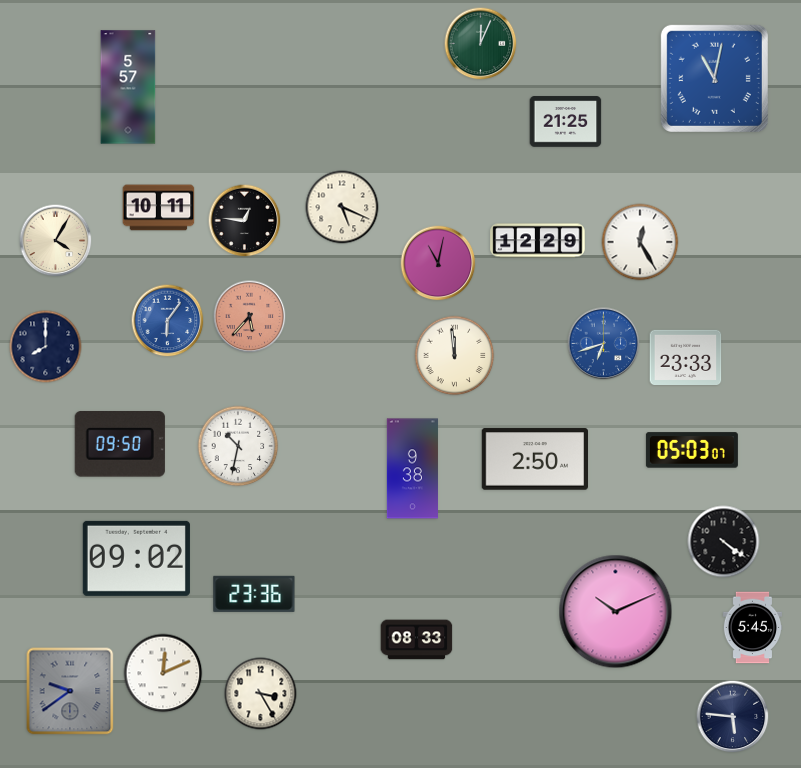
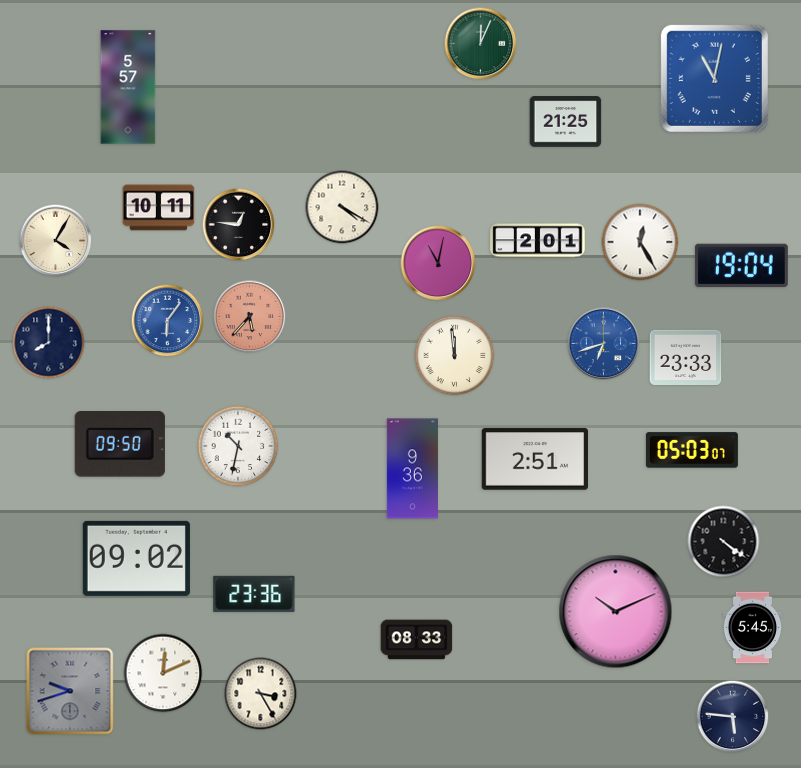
clock at (342, 207): 5:19 -> 4:20
clock at (245, 221) position: (245, 221) -> (239, 225)
clock at (538, 241): 12:29 -> 2:01
clock at (741, 266): none -> 19:04
clock at (46, 347) position: (46, 347) -> (49, 343)
clock at (534, 459): 2:50 -> 2:51
clock at (412, 469): 9:38 -> 9:36
clock at (70, 691): 9:39 -> 9:42
